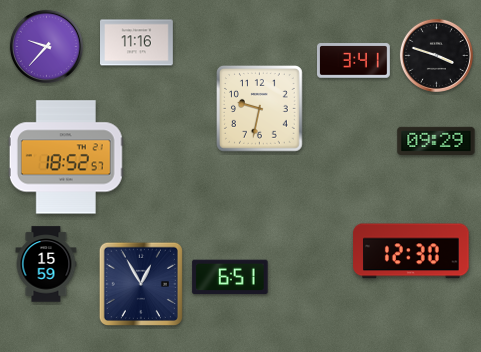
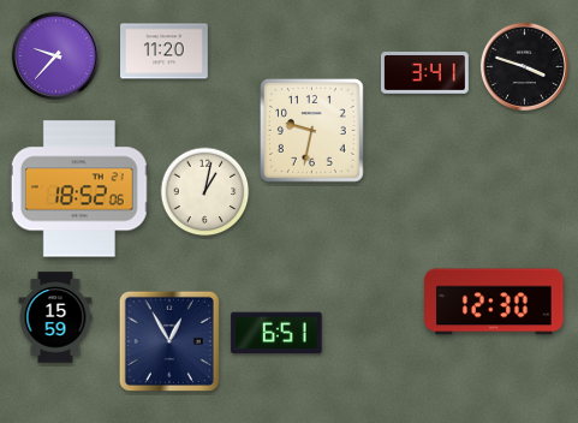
clock at (137, 43): 11:16 -> 11:20
clock at (436, 141): 09:29 -> none
clock at (66, 157): 18:52:57 -> 18:52:06
clock at (205, 192): none -> 1:02
